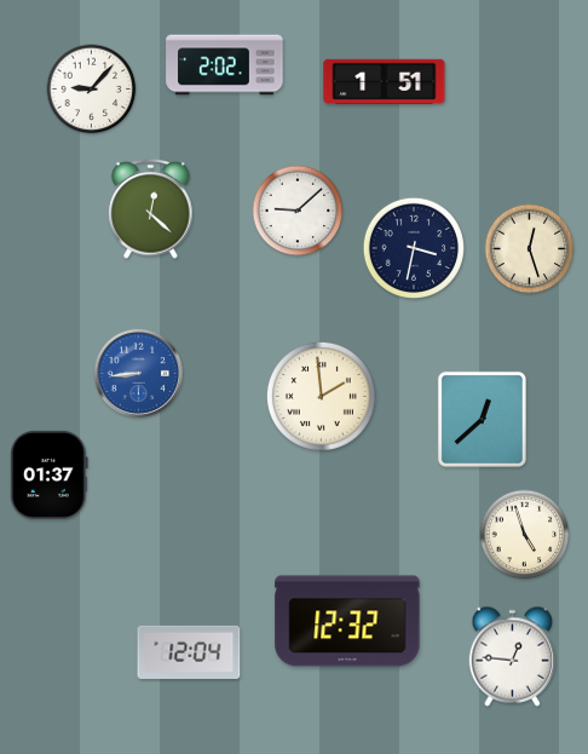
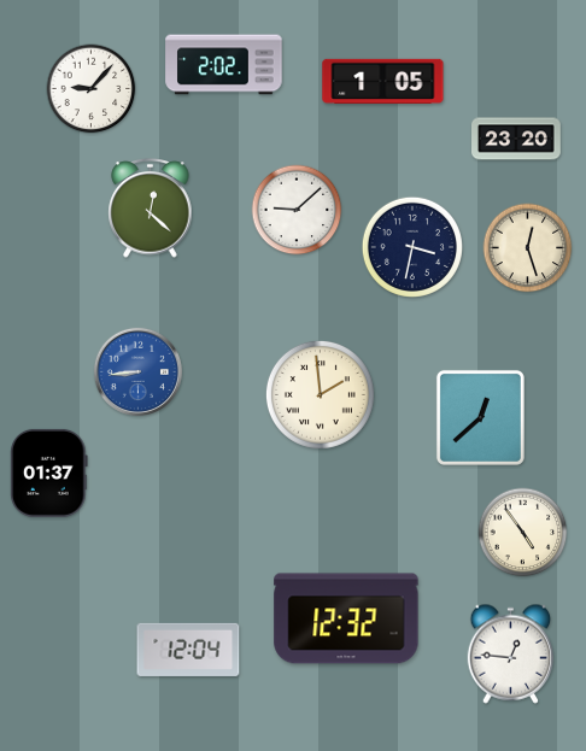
clock at (385, 81): 1:51 -> 1:05
clock at (517, 139): none -> 23:20
clock at (525, 535): 4:57 -> 4:54
